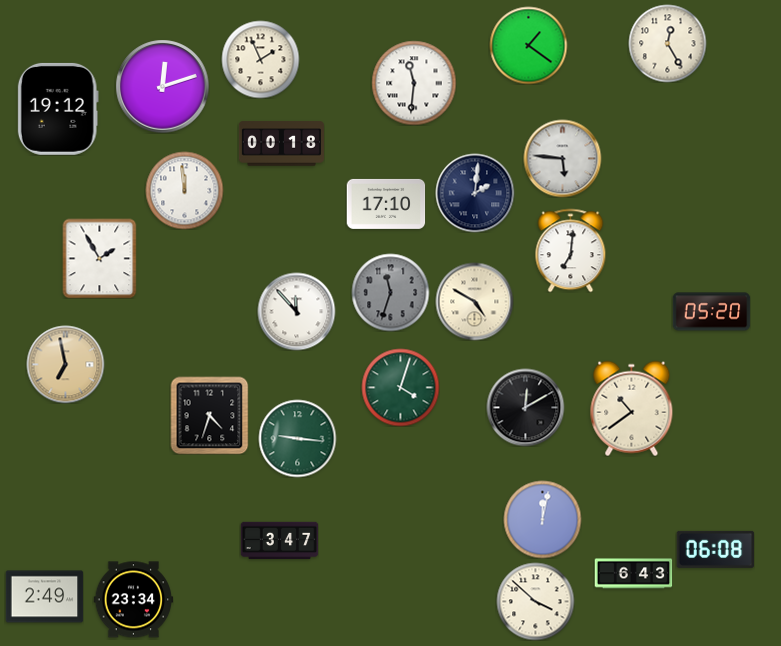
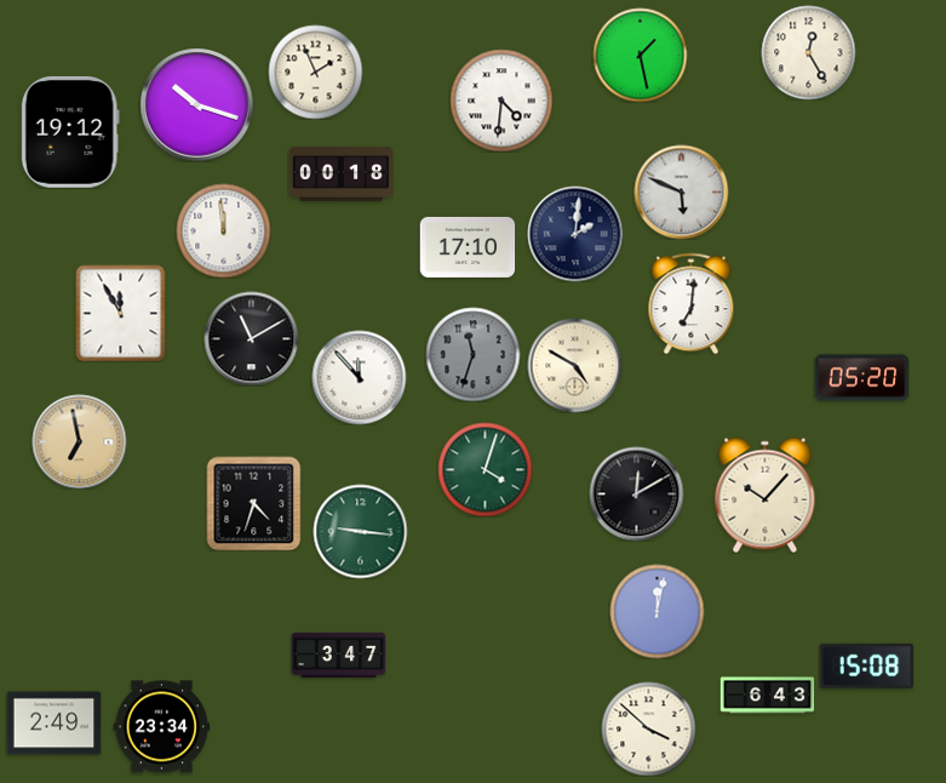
clock at (528, 45): 1:21 -> 1:28
clock at (414, 83): 11:31 -> 4:31
clock at (162, 86): 12:12 -> 10:18
clock at (562, 158): 5:46 -> 5:49
clock at (100, 258): 1:55 -> 11:55
clock at (251, 338): none -> 11:10
clock at (632, 408): 10:39 -> 10:07
clock at (542, 519) position: (542, 519) -> (657, 611)
clock at (715, 549): 06:08 -> 15:08
